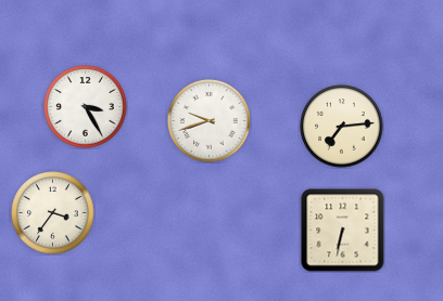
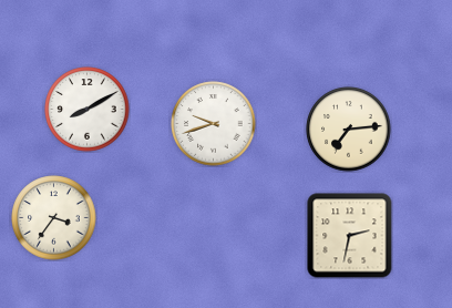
clock at (86, 107): 3:25 -> 8:10
clock at (343, 231): 6:32 -> 2:32
